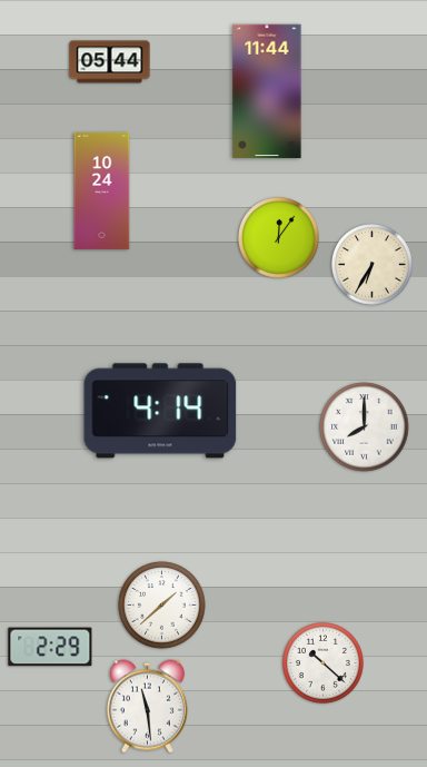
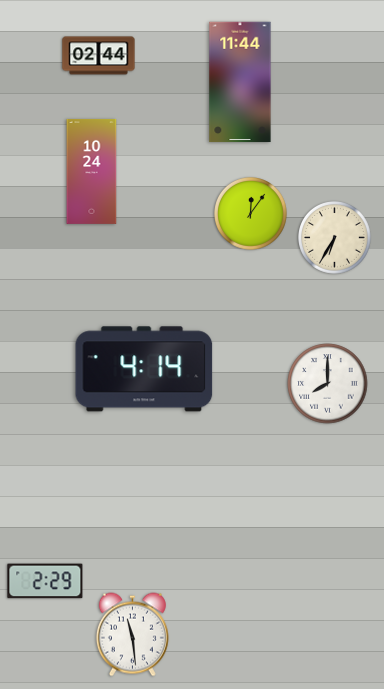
clock at (110, 62): 05:44 -> 02:44
clock at (162, 606): 1:38 -> none
clock at (324, 663): 10:22 -> none
